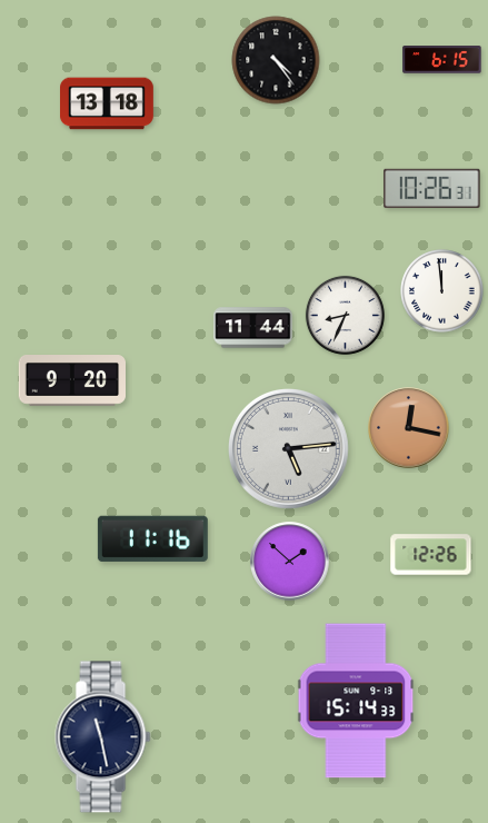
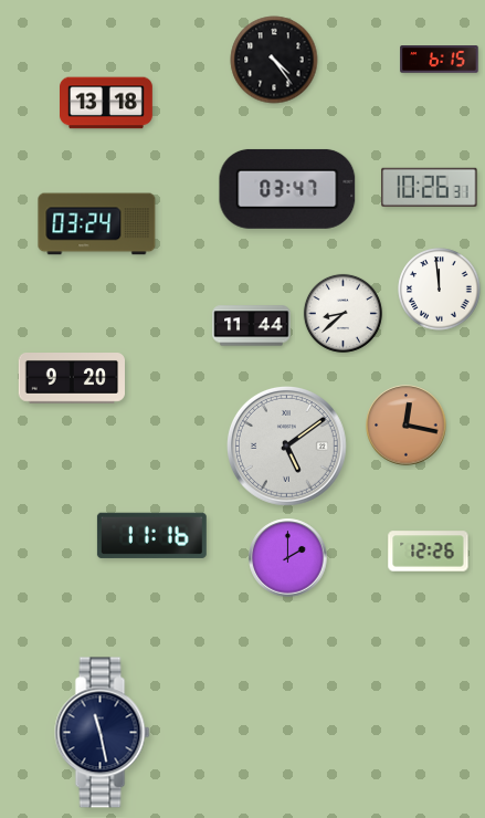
clock at (287, 189): none -> 03:47
clock at (97, 224): none -> 03:24
clock at (345, 315): 8:34 -> 8:38
clock at (288, 448): 5:14 -> 5:09
clock at (290, 562): 1:52 -> 2:00
clock at (356, 701): 15:14 -> none
